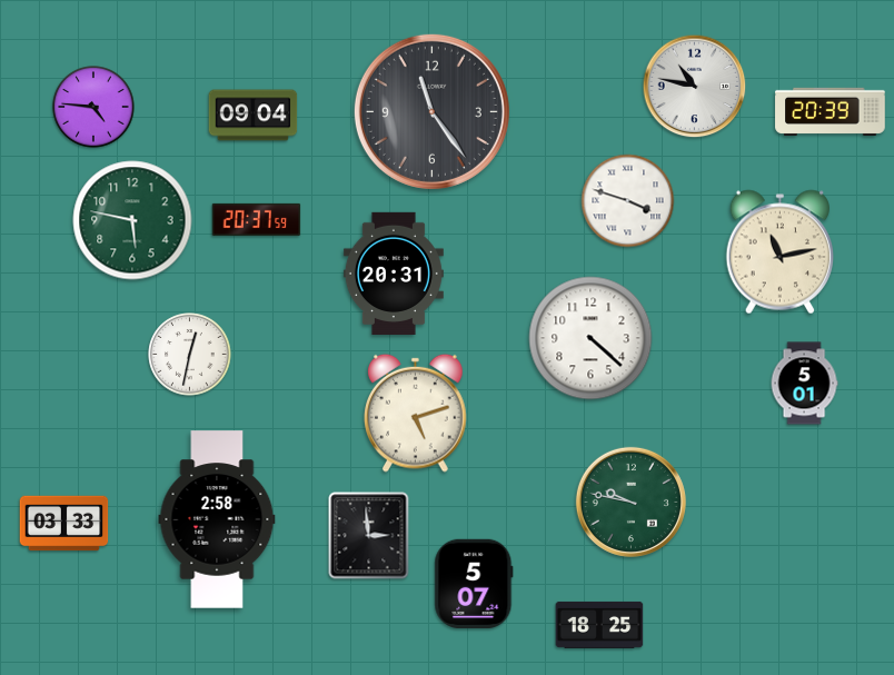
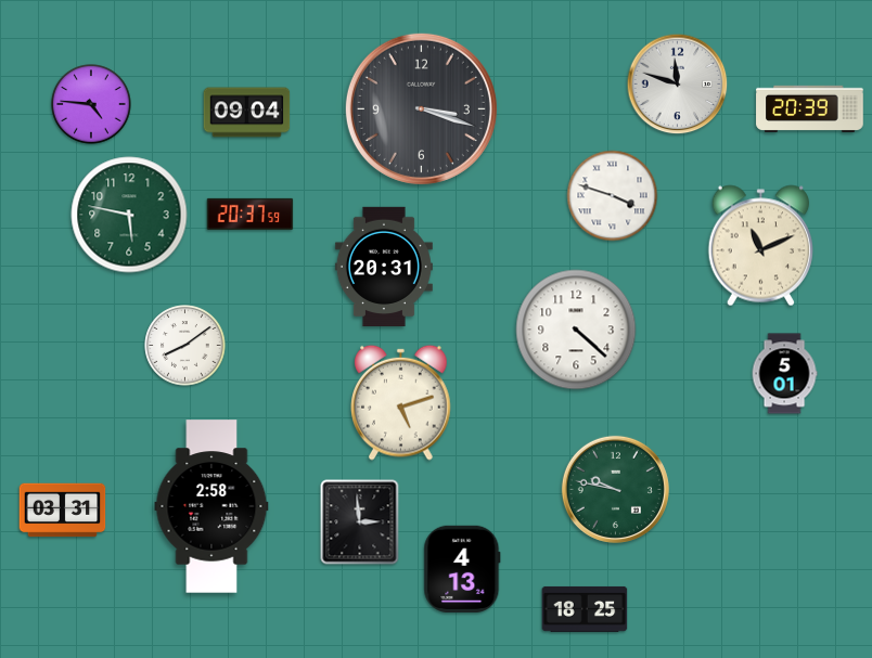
clock at (695, 87): 10:47 -> 11:48
clock at (431, 111): 11:24 -> 3:18
clock at (779, 252): 11:13 -> 11:11
clock at (190, 355): 12:32 -> 8:09
clock at (416, 413) position: (416, 413) -> (401, 402)
clock at (64, 524): 03:33 -> 03:31
clock at (474, 583): 5:07 -> 4:13
